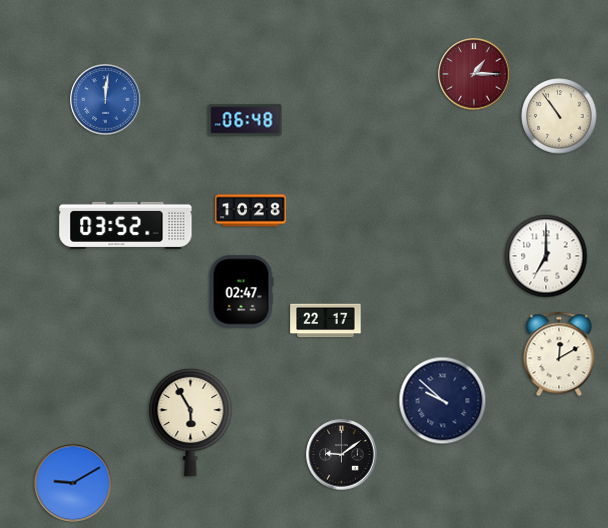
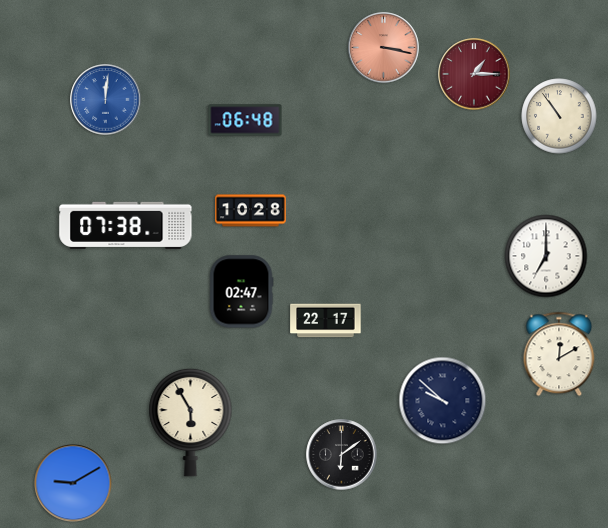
clock at (384, 48): none -> 3:17
clock at (126, 225): 03:52 -> 07:38
clock at (342, 455): 9:09 -> 6:09
